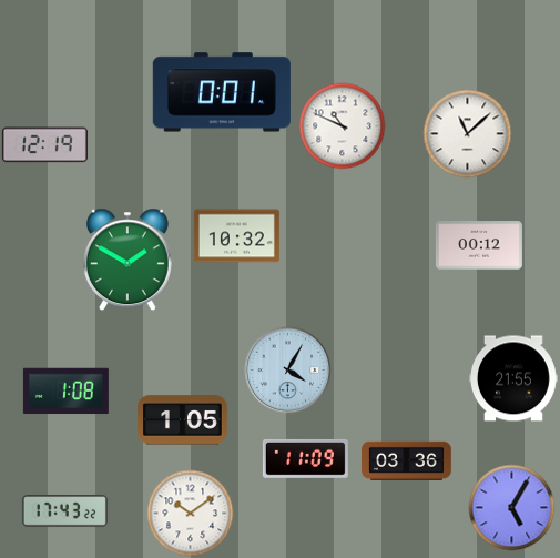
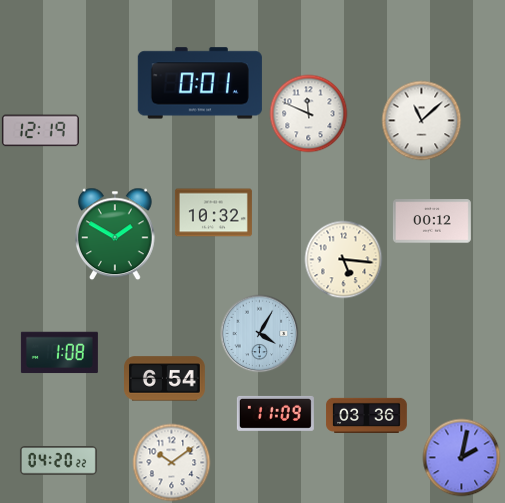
clock at (342, 125): 10:49 -> 11:49
clock at (343, 259): none -> 5:16
clock at (513, 378): 21:55 -> none
clock at (183, 420): 1:05 -> 6:54
clock at (511, 507): 5:05 -> 2:02
clock at (64, 511): 17:43 -> 04:20
